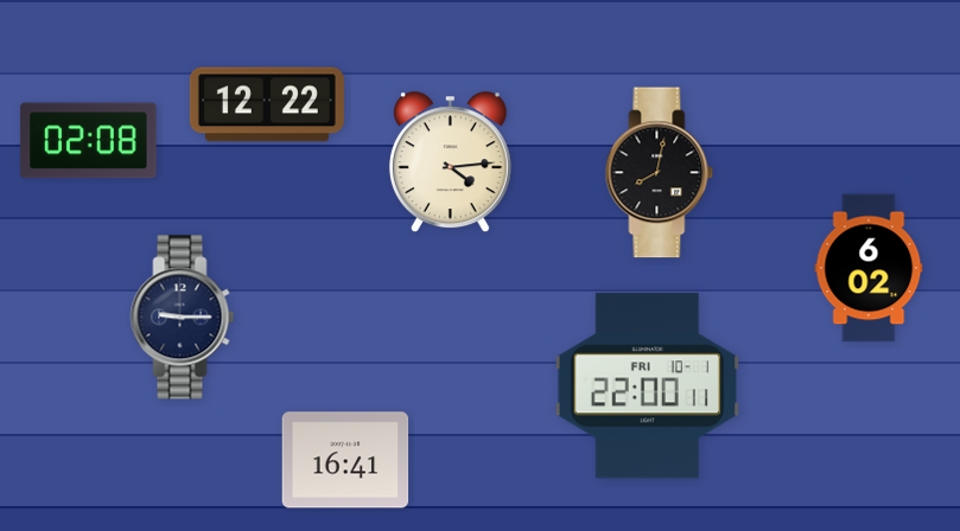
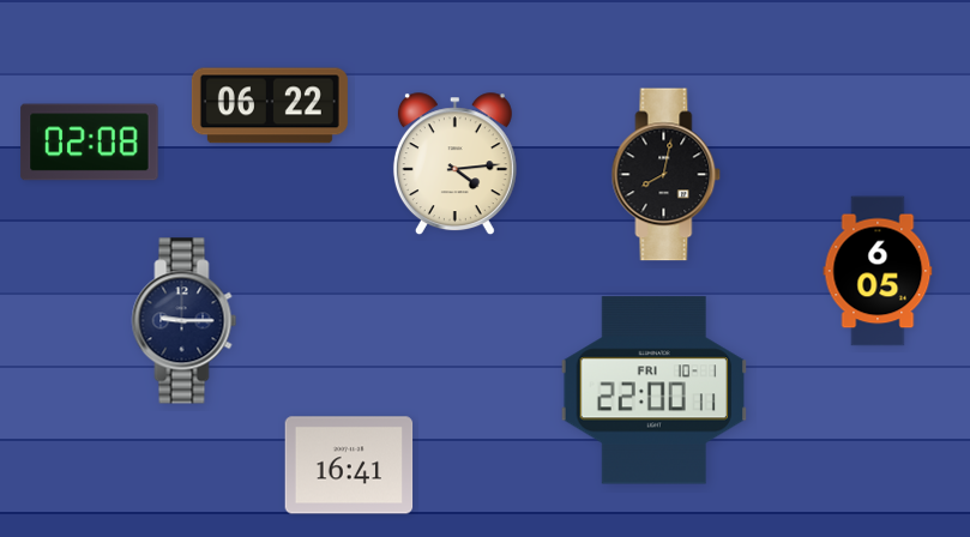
clock at (267, 104): 12:22 -> 06:22
clock at (869, 268): 6:02 -> 6:05
